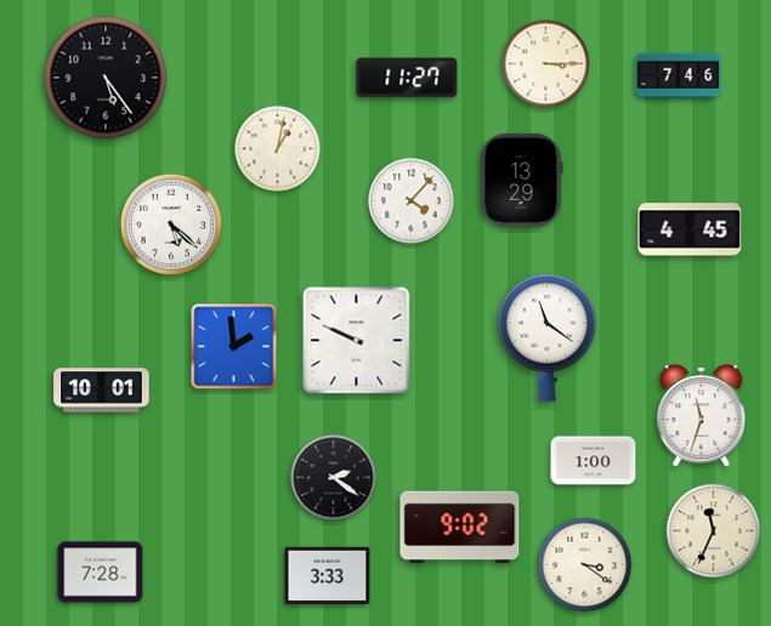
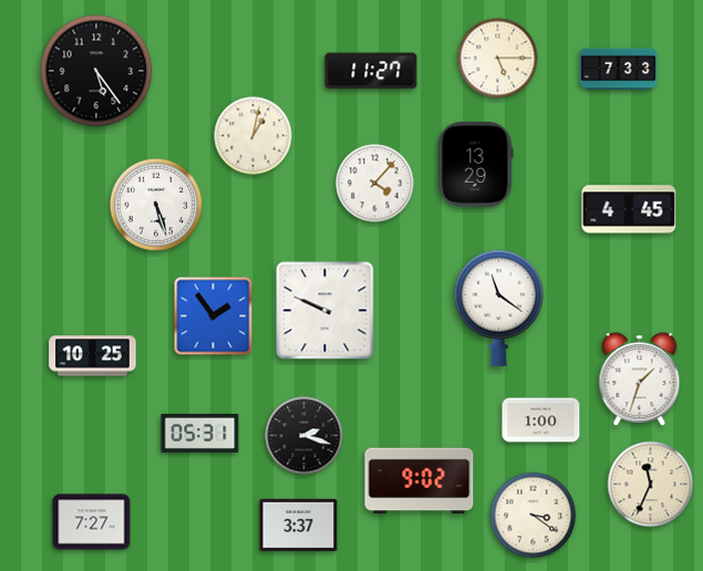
clock at (546, 64): 3:15 -> 5:15
clock at (679, 76): 7:46 -> 7:33
clock at (171, 224): 5:22 -> 5:27
clock at (234, 347): 1:59 -> 1:54
clock at (102, 391): 10:01 -> 10:25
clock at (702, 416): 11:33 -> 1:33
clock at (200, 433): none -> 05:31
clock at (334, 478): 2:21 -> 2:18
clock at (101, 573): 7:28 -> 7:27
clock at (328, 575): 3:33 -> 3:37
